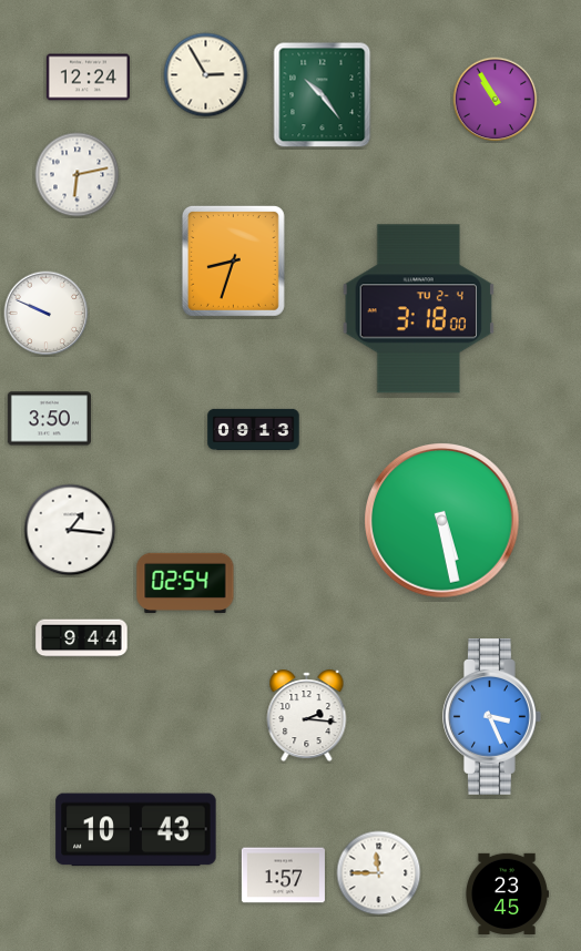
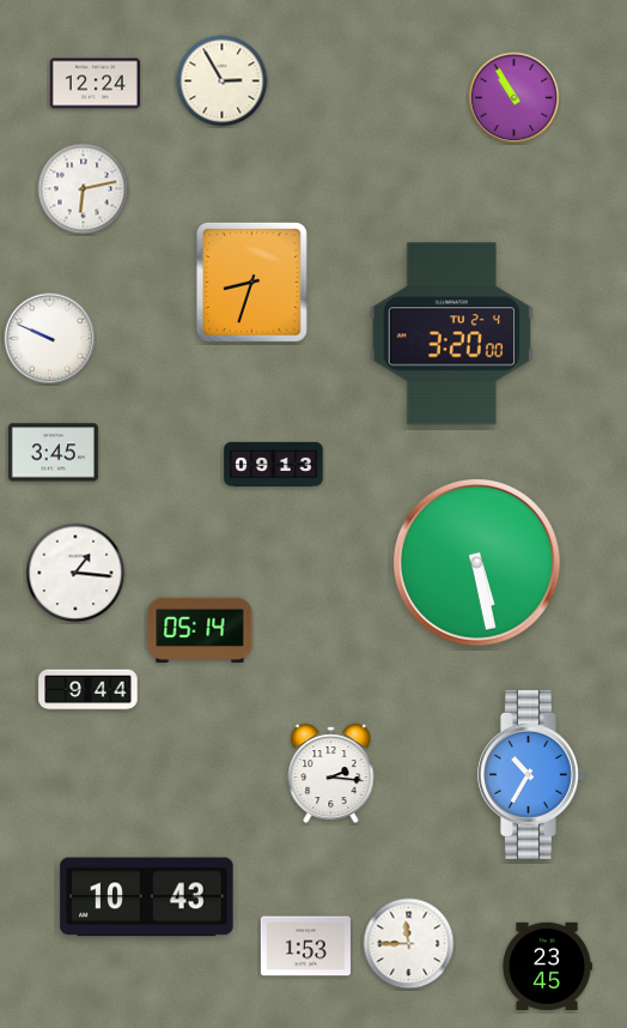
clock at (323, 95): 10:24 -> none
clock at (496, 100) position: (496, 100) -> (515, 98)
clock at (418, 309): 3:18 -> 3:20
clock at (49, 419): 3:50 -> 3:45
clock at (185, 582): 02:54 -> 05:14
clock at (492, 717): 3:26 -> 10:35
clock at (283, 876): 1:57 -> 1:53
